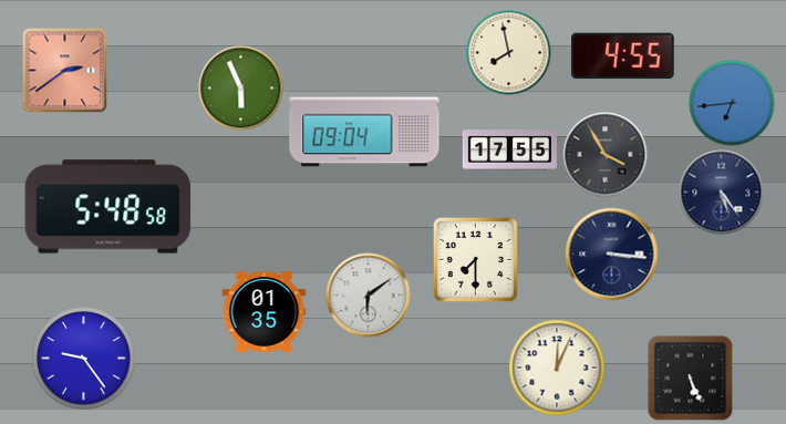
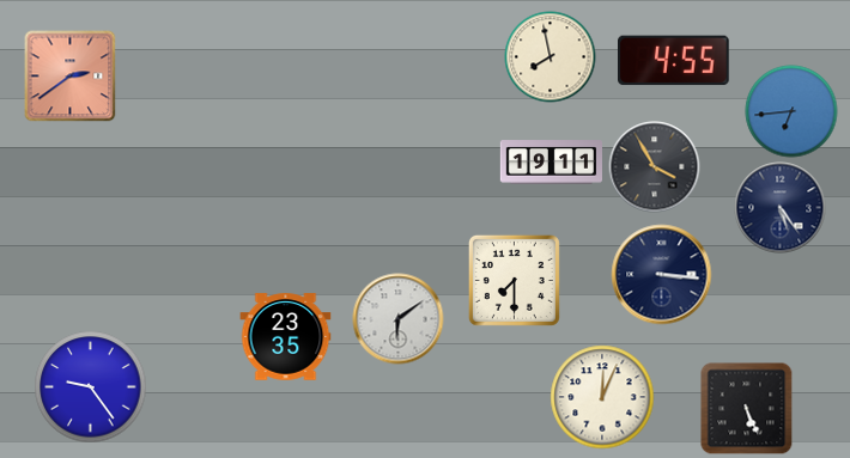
clock at (241, 89): 5:56 -> none
clock at (364, 132): 09:04 -> none
clock at (509, 151): 17:55 -> 19:11
clock at (108, 207): 5:48 -> none
clock at (265, 312): 01:35 -> 23:35
